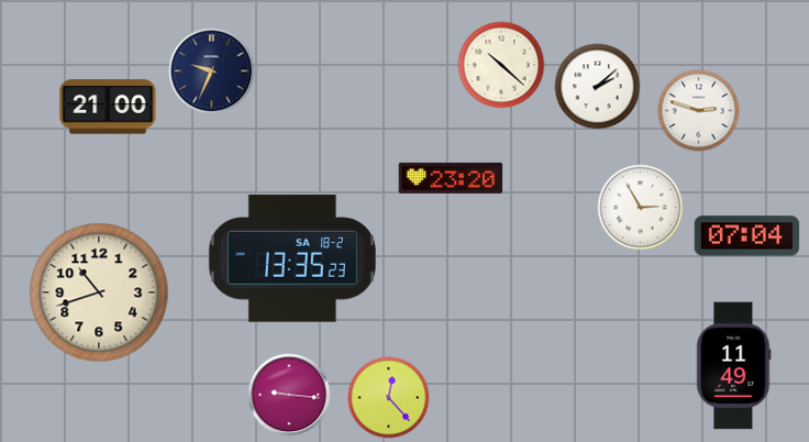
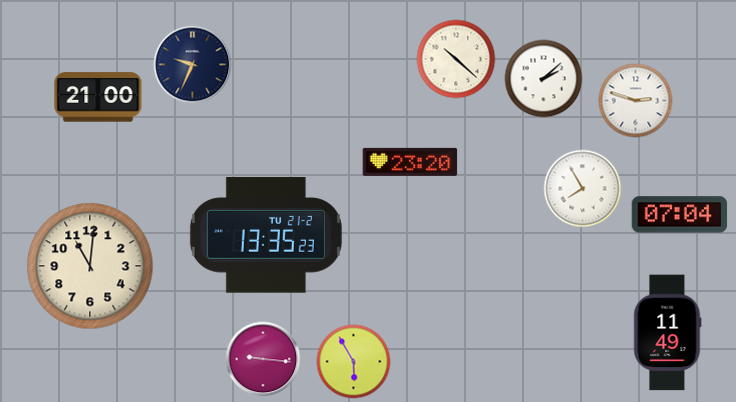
clock at (641, 208): 2:55 -> 7:55
clock at (292, 258) date: SA 18-2 -> TU 21-2
clock at (99, 292): 10:42 -> 11:01
clock at (389, 398): 12:23 -> 5:55
